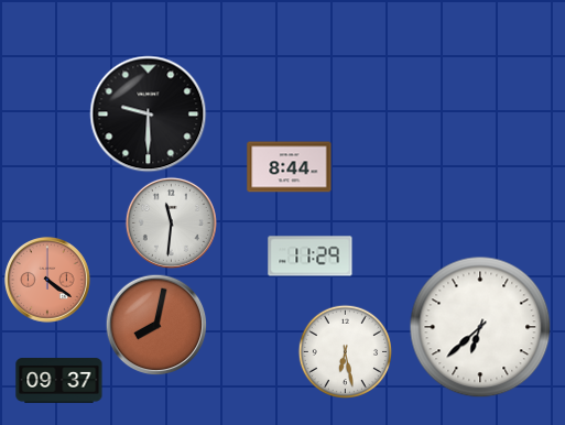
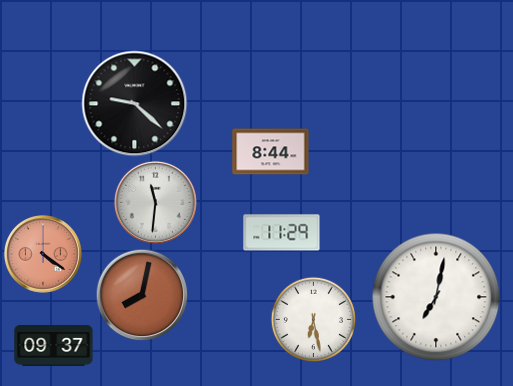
clock at (149, 115): 9:30 -> 9:22
clock at (290, 167) position: (290, 167) -> (271, 152)
clock at (480, 327): 6:38 -> 7:02
